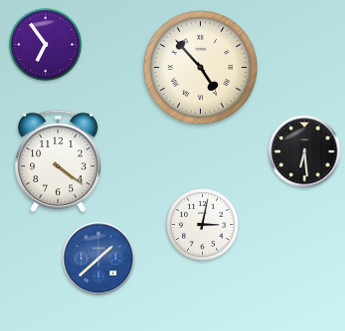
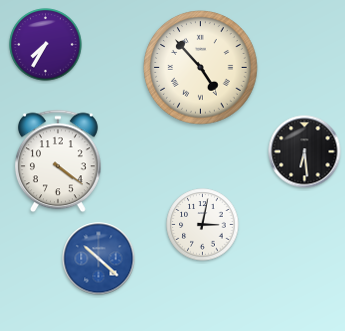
clock at (46, 45): 6:54 -> 7:35
clock at (99, 259): 1:38 -> 10:22
